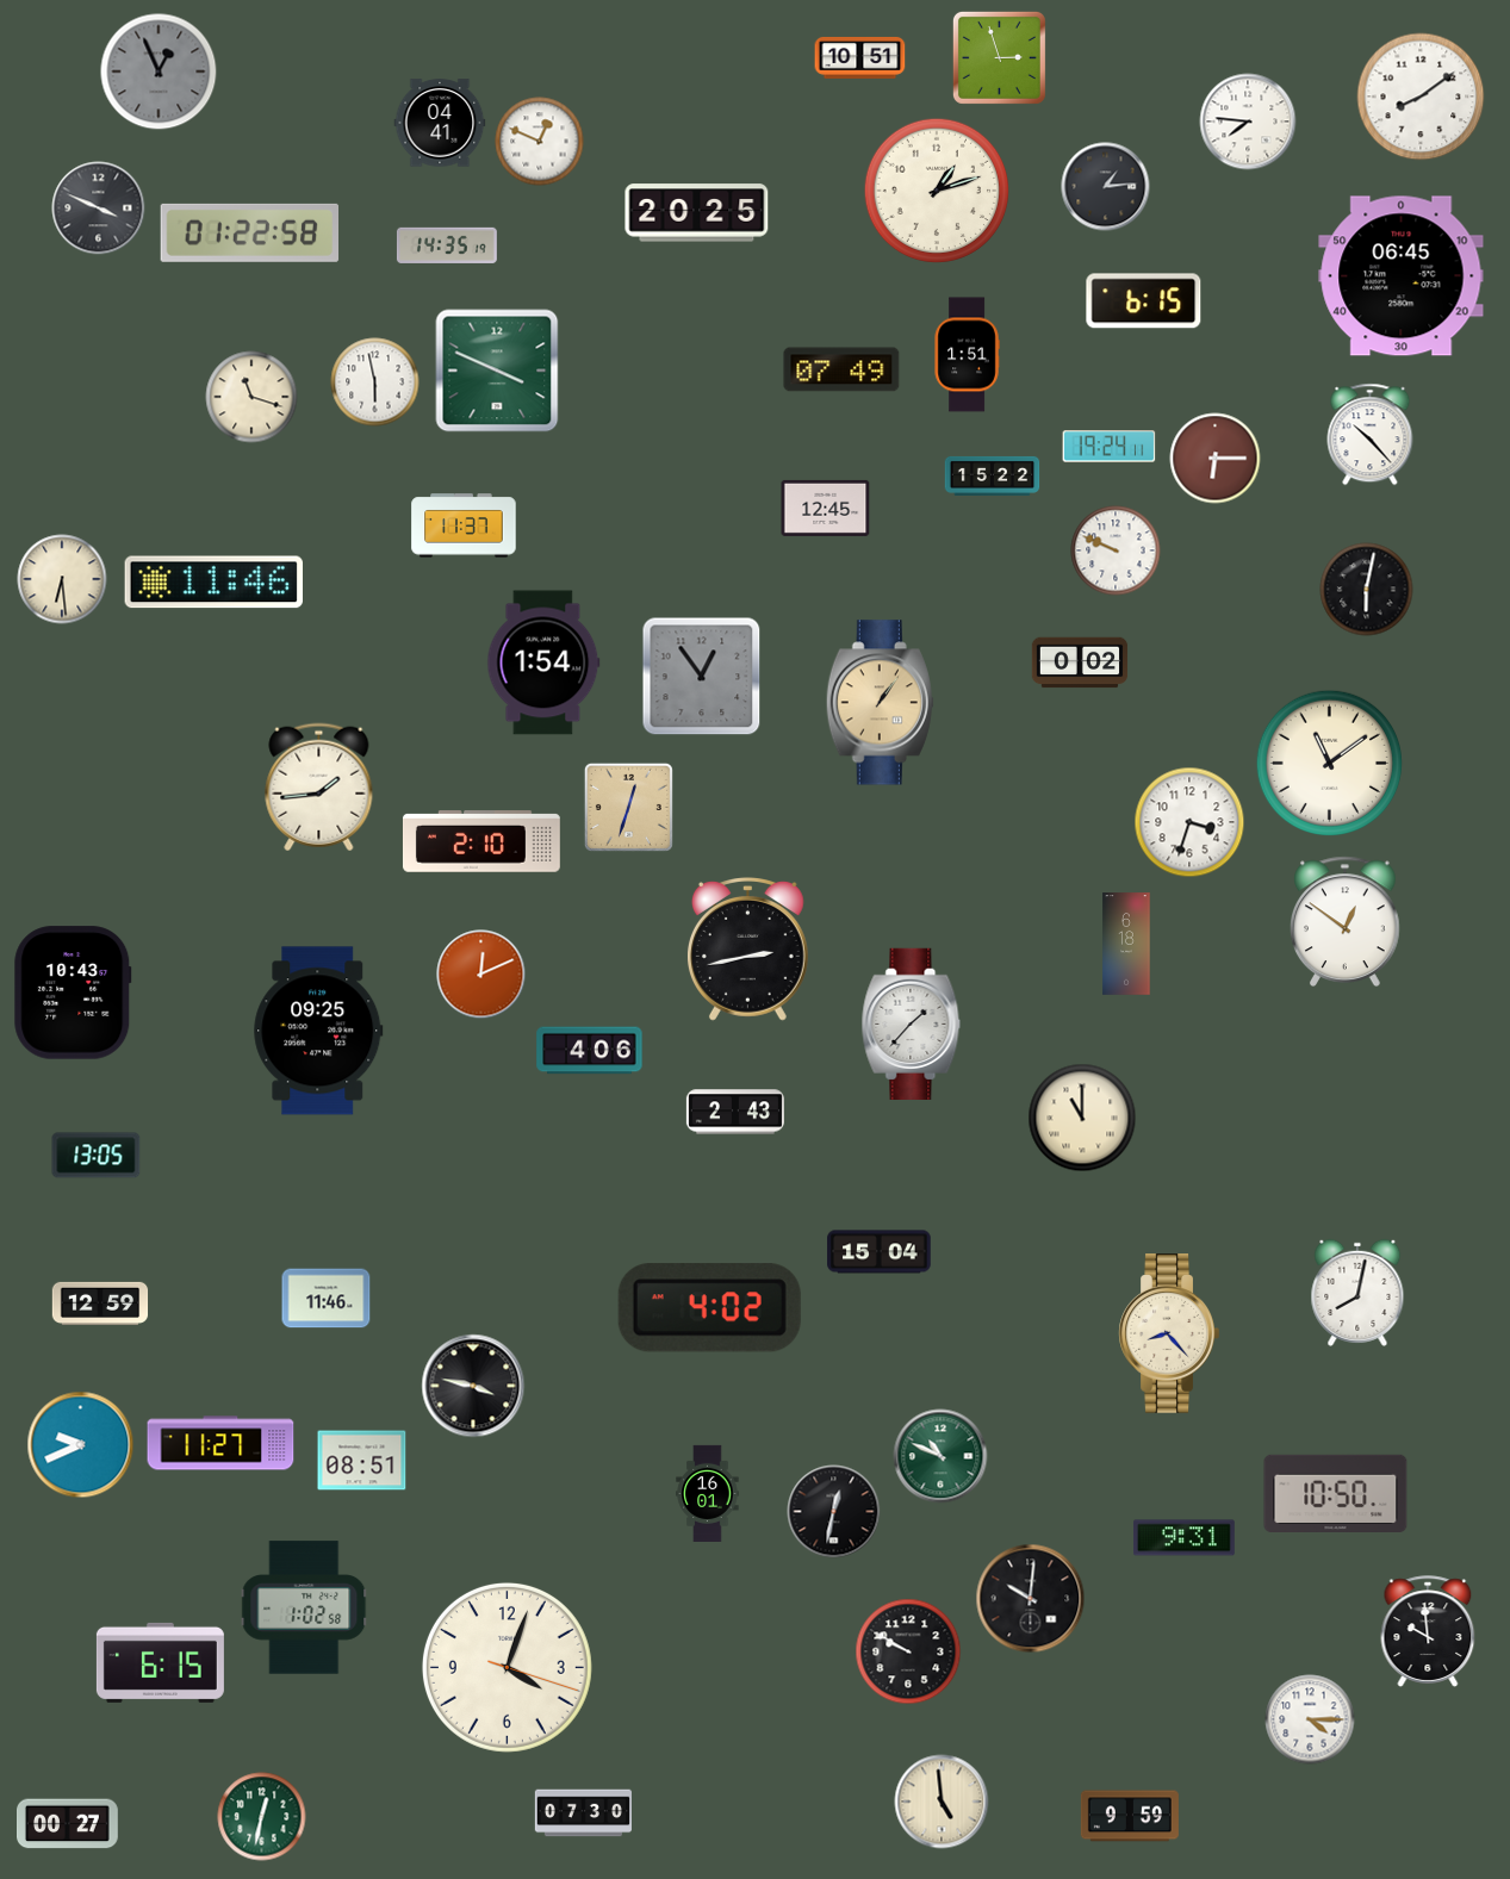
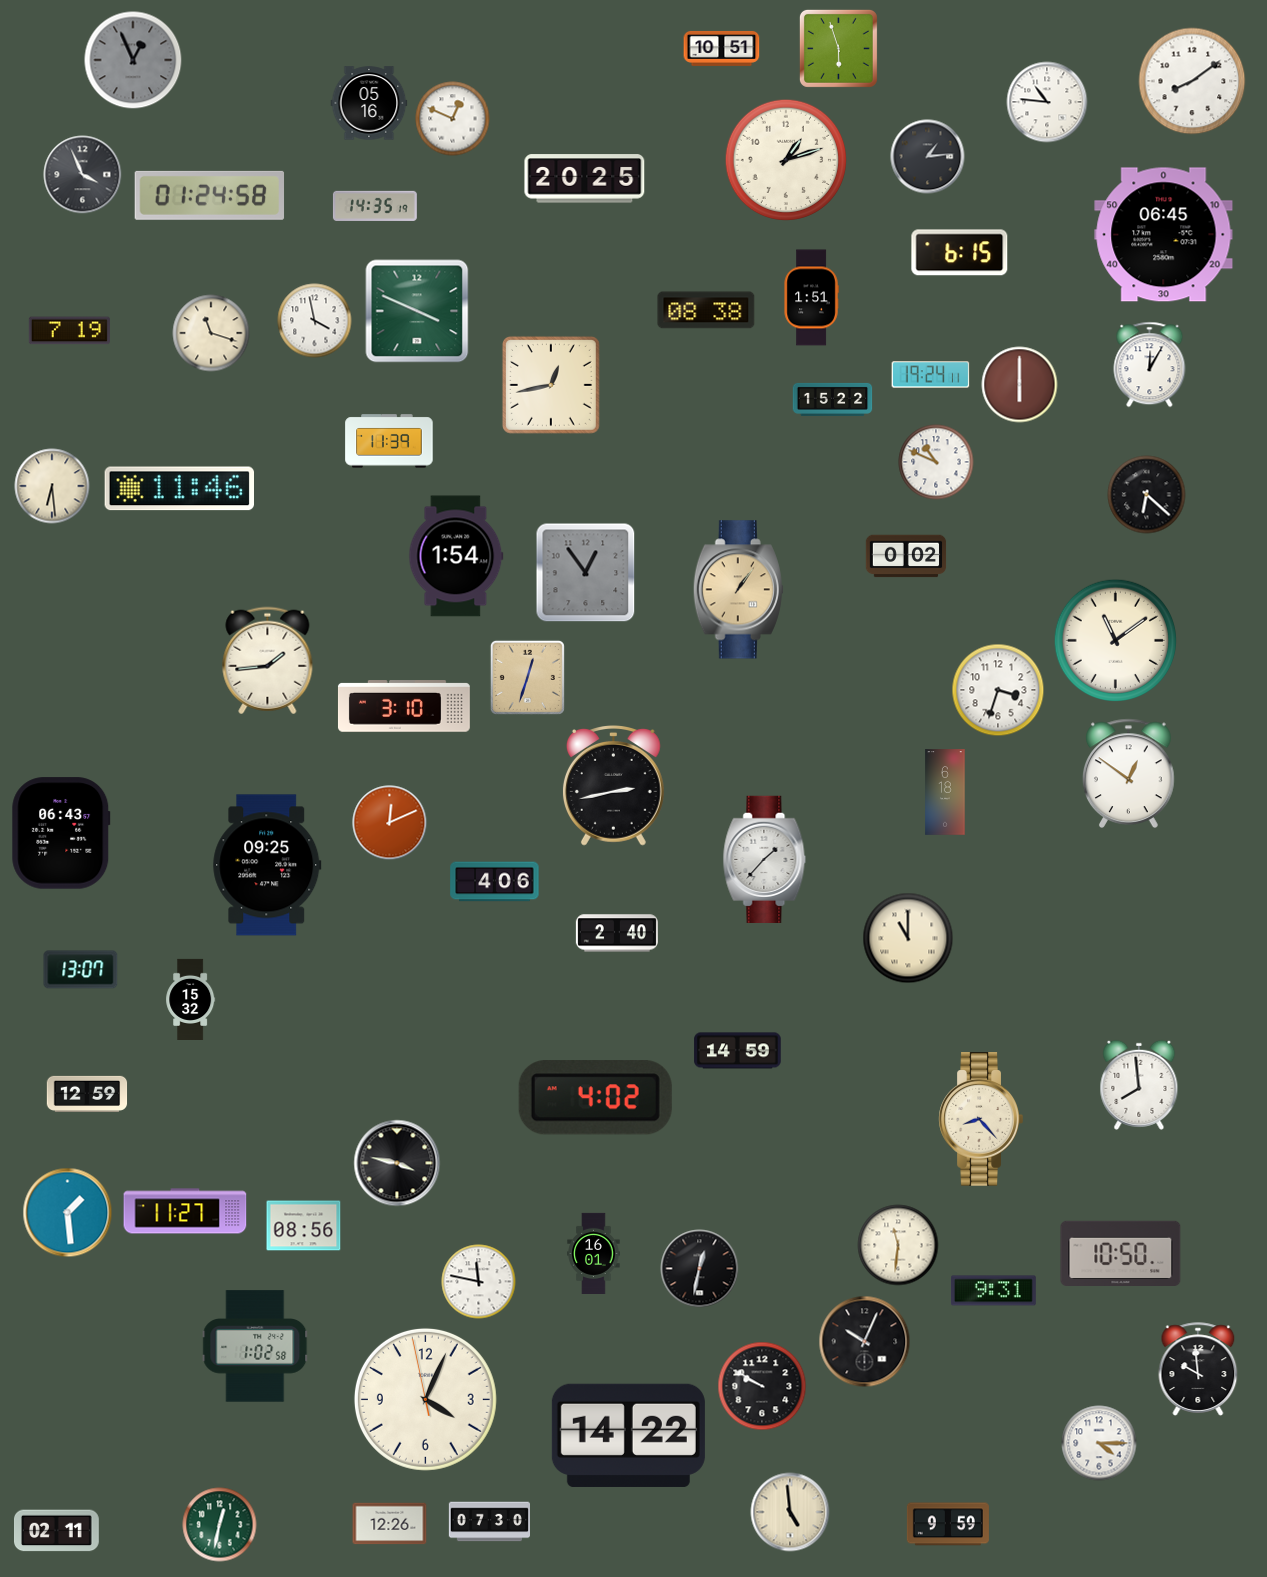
clock at (999, 57): 2:57 -> 5:57
clock at (1248, 122): 7:46 -> 10:46
clock at (440, 123): 04:41 -> 05:16
clock at (99, 209): 3:49 -> 3:56
clock at (250, 232): 01:22 -> 01:24
clock at (1402, 276) position: (1402, 276) -> (1164, 235)
clock at (841, 369): 07:49 -> 08:38
clock at (375, 382): 5:58 -> 3:58
clock at (69, 331): none -> 7:19
clock at (1371, 435): 10:23 -> 12:05
clock at (551, 385): none -> 12:43
clock at (1216, 459): 6:15 -> 6:00
clock at (826, 508): 12:45 -> none
clock at (464, 525): 11:37 -> 11:39
clock at (1116, 550): 9:49 -> 10:49
clock at (1367, 590): 6:02 -> 6:22
clock at (702, 677) position: (702, 677) -> (586, 573)
clock at (481, 841): 2:10 -> 3:10
clock at (747, 950) position: (747, 950) -> (613, 786)
clock at (481, 975) position: (481, 975) -> (390, 823)
clock at (73, 993): 10:43 -> 06:43
clock at (735, 1112): 2:43 -> 2:40
clock at (97, 1156): 13:05 -> 13:07
clock at (191, 999): none -> 15:32
clock at (880, 1252): 15:04 -> 14:59
clock at (1357, 1293): 8:02 -> 7:59
clock at (327, 1299): 11:46 -> none
clock at (100, 1302) position: (100, 1302) -> (87, 1093)
clock at (81, 1445): 9:41 -> 1:29
clock at (940, 1456): 10:49 -> none
clock at (362, 1461): 08:51 -> 08:56
clock at (898, 1245): none -> 11:31
clock at (479, 1282): none -> 11:47
clock at (1031, 1599): 10:01 -> 10:04
clock at (304, 1607) position: (304, 1607) -> (255, 1346)
clock at (160, 1662): 6:15 -> none
clock at (507, 1667): 4:03:18 -> 4:03:58
clock at (628, 1435): none -> 14:22
clock at (390, 1524): none -> 12:26
clock at (68, 1824): 00:27 -> 02:11
